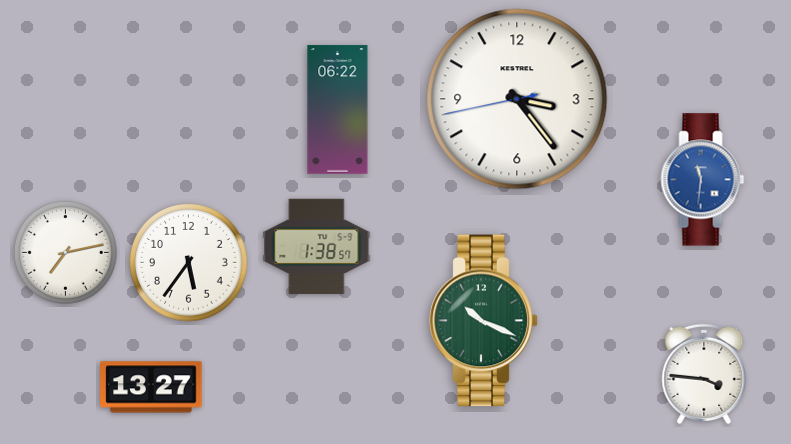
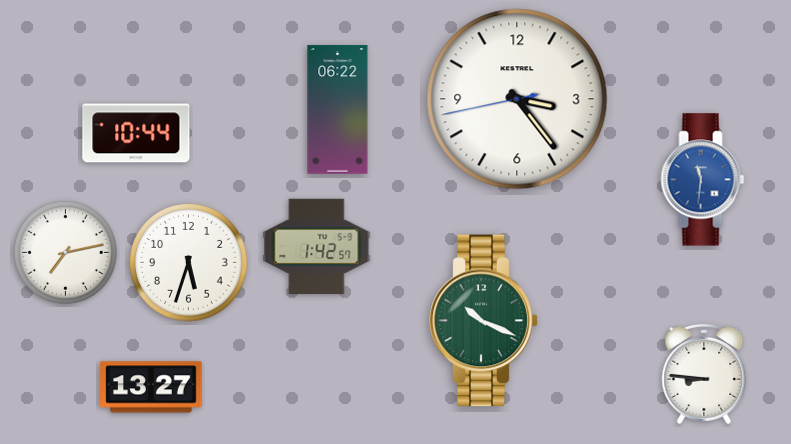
clock at (136, 133): none -> 10:44
clock at (317, 246): 1:38 -> 1:42
clock at (189, 263): 5:36 -> 5:33
clock at (704, 374): 3:46 -> 8:46
